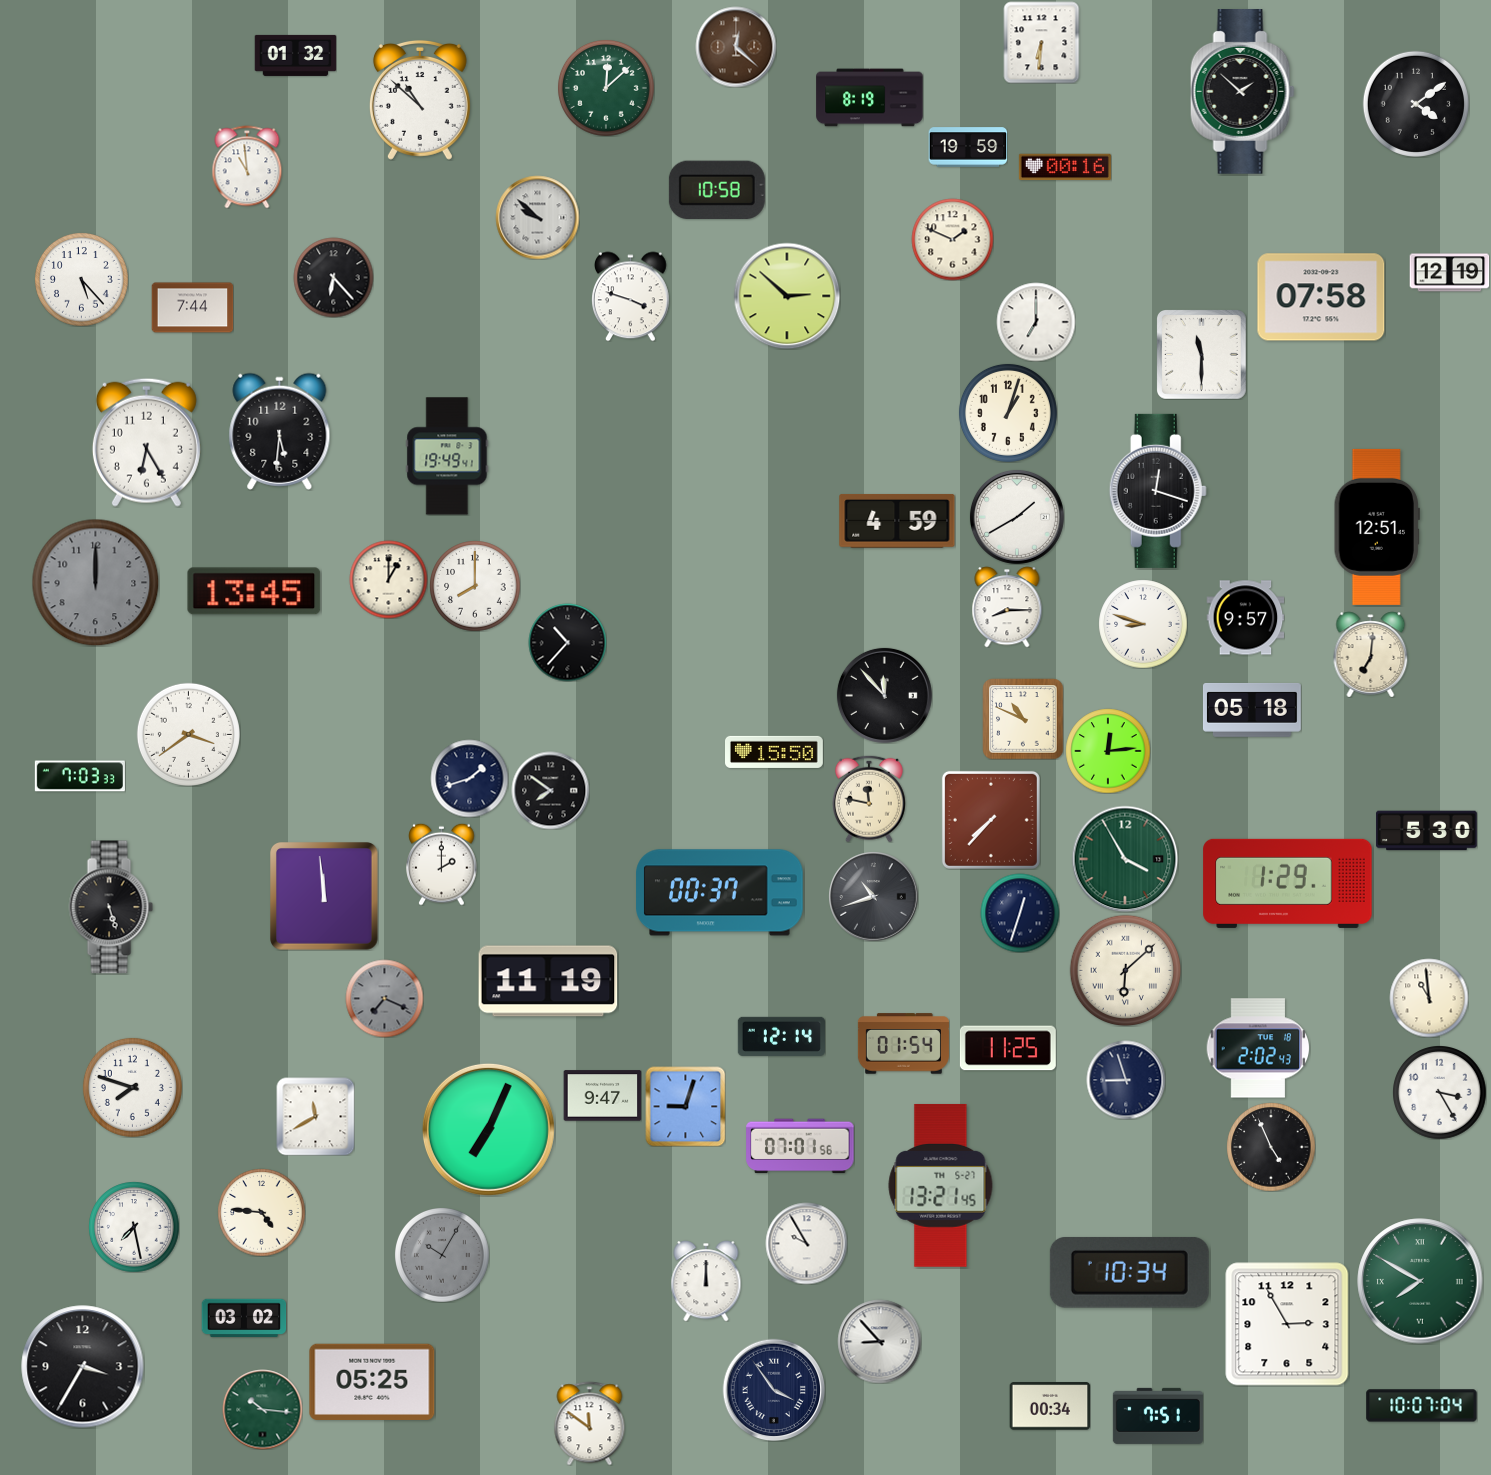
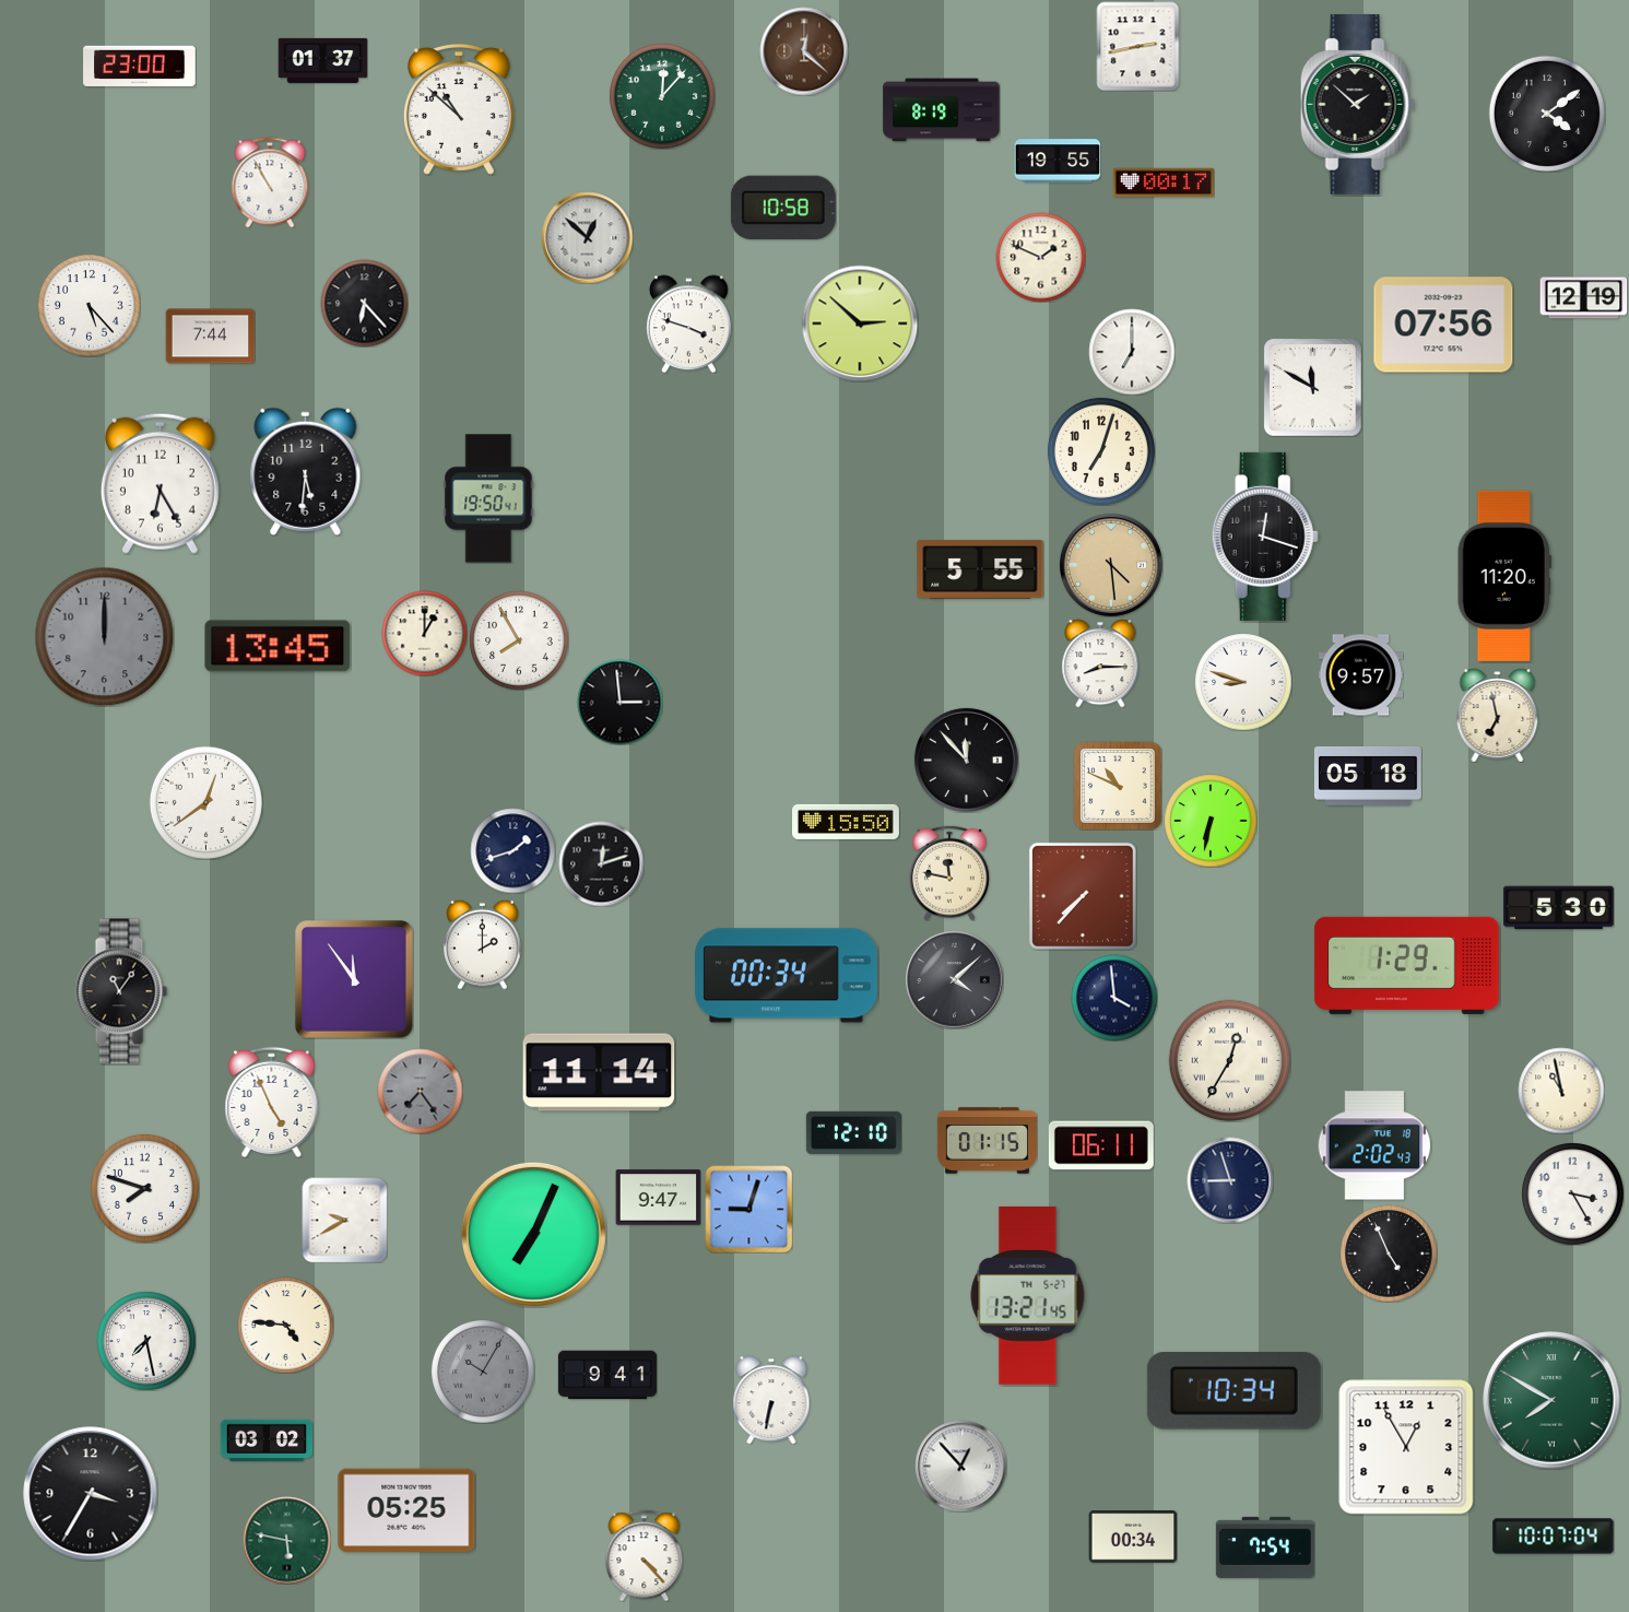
clock at (1042, 42): 6:31 -> 2:43
clock at (295, 55): 01:32 -> 01:37
clock at (140, 66): none -> 23:00
clock at (606, 88): 12:08 -> 12:07
clock at (1242, 92) position: (1242, 92) -> (1357, 105)
clock at (870, 98) position: (870, 98) -> (942, 110)
clock at (968, 147): 19:59 -> 19:55
clock at (247, 167): 10:59 -> 10:55
clock at (1065, 167): 00:16 -> 00:17
clock at (537, 217): 9:52 -> 12:52
clock at (952, 239) position: (952, 239) -> (1040, 257)
clock at (1321, 297): 07:58 -> 07:56
clock at (1202, 355): 11:30 -> 11:50
clock at (1008, 413): 1:03 -> 7:03
clock at (447, 456): 19:49 -> 19:50
clock at (1017, 517): 1:40 -> 4:29
clock at (1017, 517) dial: white -> champagne
clock at (897, 521): 4:59 -> 5:55
clock at (1377, 527): 12:51 -> 11:20
clock at (475, 586): 8:00 -> 7:55
clock at (1143, 624) position: (1143, 624) -> (1243, 682)
clock at (567, 642): 10:37 -> 2:59
clock at (1371, 654): 7:01 -> 6:58
clock at (188, 734): 3:39 -> 12:39
clock at (1108, 751): 12:14 -> 6:32
clock at (80, 776): 7:03 -> none
clock at (550, 790): 7:51 -> 12:12
clock at (1125, 859): 3:55 -> none
clock at (720, 893): 00:37 -> 00:34
clock at (873, 896): 10:42 -> 4:08
clock at (325, 897): 11:59 -> 11:54
clock at (111, 907): 5:27 -> 11:06
clock at (1020, 913): 12:33 -> 3:59
clock at (1125, 970): 6:08 -> 12:35
clock at (548, 981): 11:19 -> 11:14
clock at (384, 998): 7:19 -> 7:24
clock at (1429, 998): 10:59 -> 10:58
clock at (272, 1102): none -> 4:56
clock at (781, 1036): 12:14 -> 12:10
clock at (903, 1044): 01:54 -> 01:15
clock at (1008, 1048): 11:25 -> 06:11
clock at (315, 1116): 11:40 -> 9:40
clock at (800, 1146): 07:01 -> none
clock at (806, 1243): 9:55 -> none
clock at (607, 1375): none -> 9:41
clock at (706, 1281): 12:00 -> 6:32
clock at (1287, 1324): 2:55 -> 12:55
clock at (879, 1341): 8:53 -> 12:53
clock at (774, 1390): 3:54 -> none
clock at (1050, 1406) position: (1050, 1406) -> (1133, 1537)
clock at (262, 1409): 10:16 -> 5:47
clock at (1158, 1416): 7:51 -> 7:54
clock at (590, 1423): 11:51 -> 4:23
